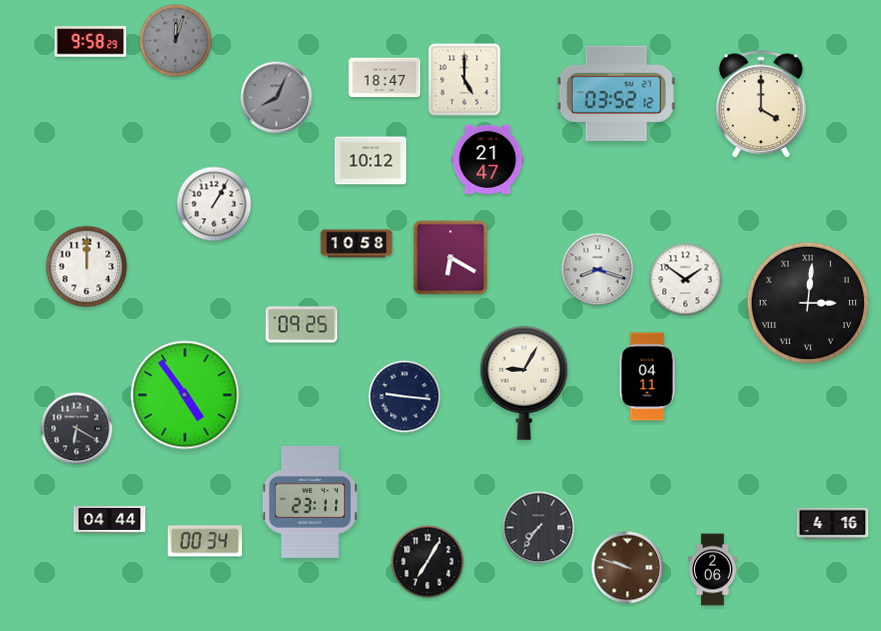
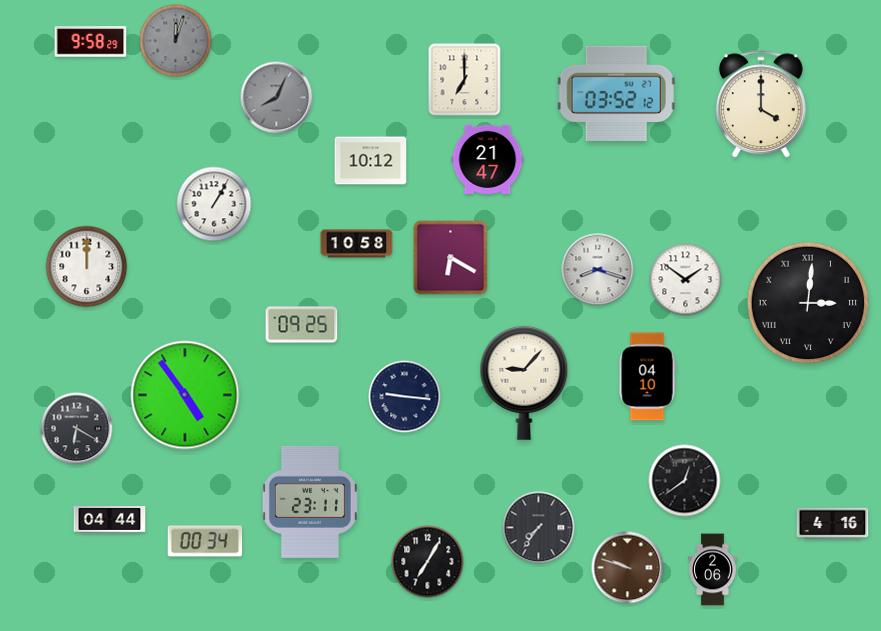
clock at (385, 78): 18:47 -> none
clock at (465, 80): 5:00 -> 7:00
clock at (647, 377): 04:11 -> 04:10
clock at (524, 383): 9:05 -> 9:07
clock at (685, 481): none -> 12:39
